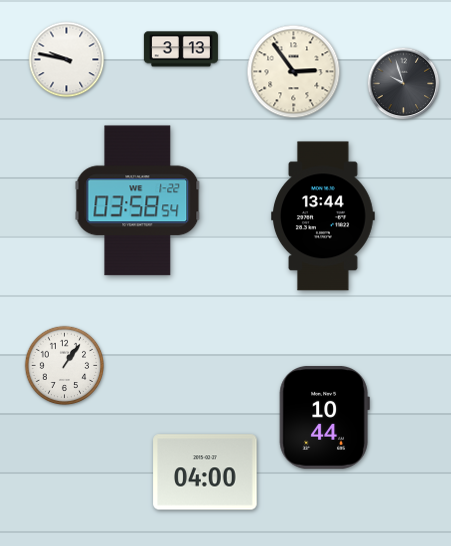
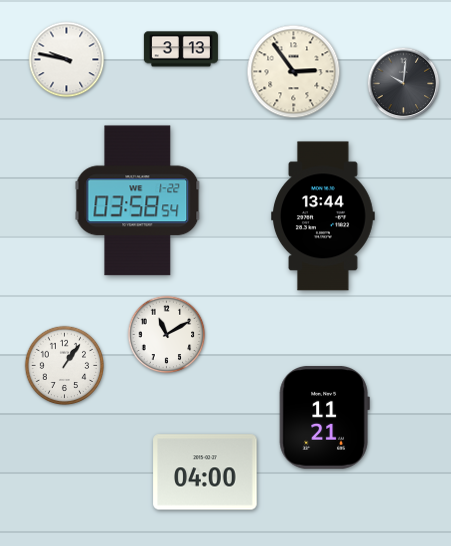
clock at (404, 84): 9:57 -> 10:01
clock at (167, 335): none -> 11:10
clock at (324, 417): 10:44 -> 11:21
